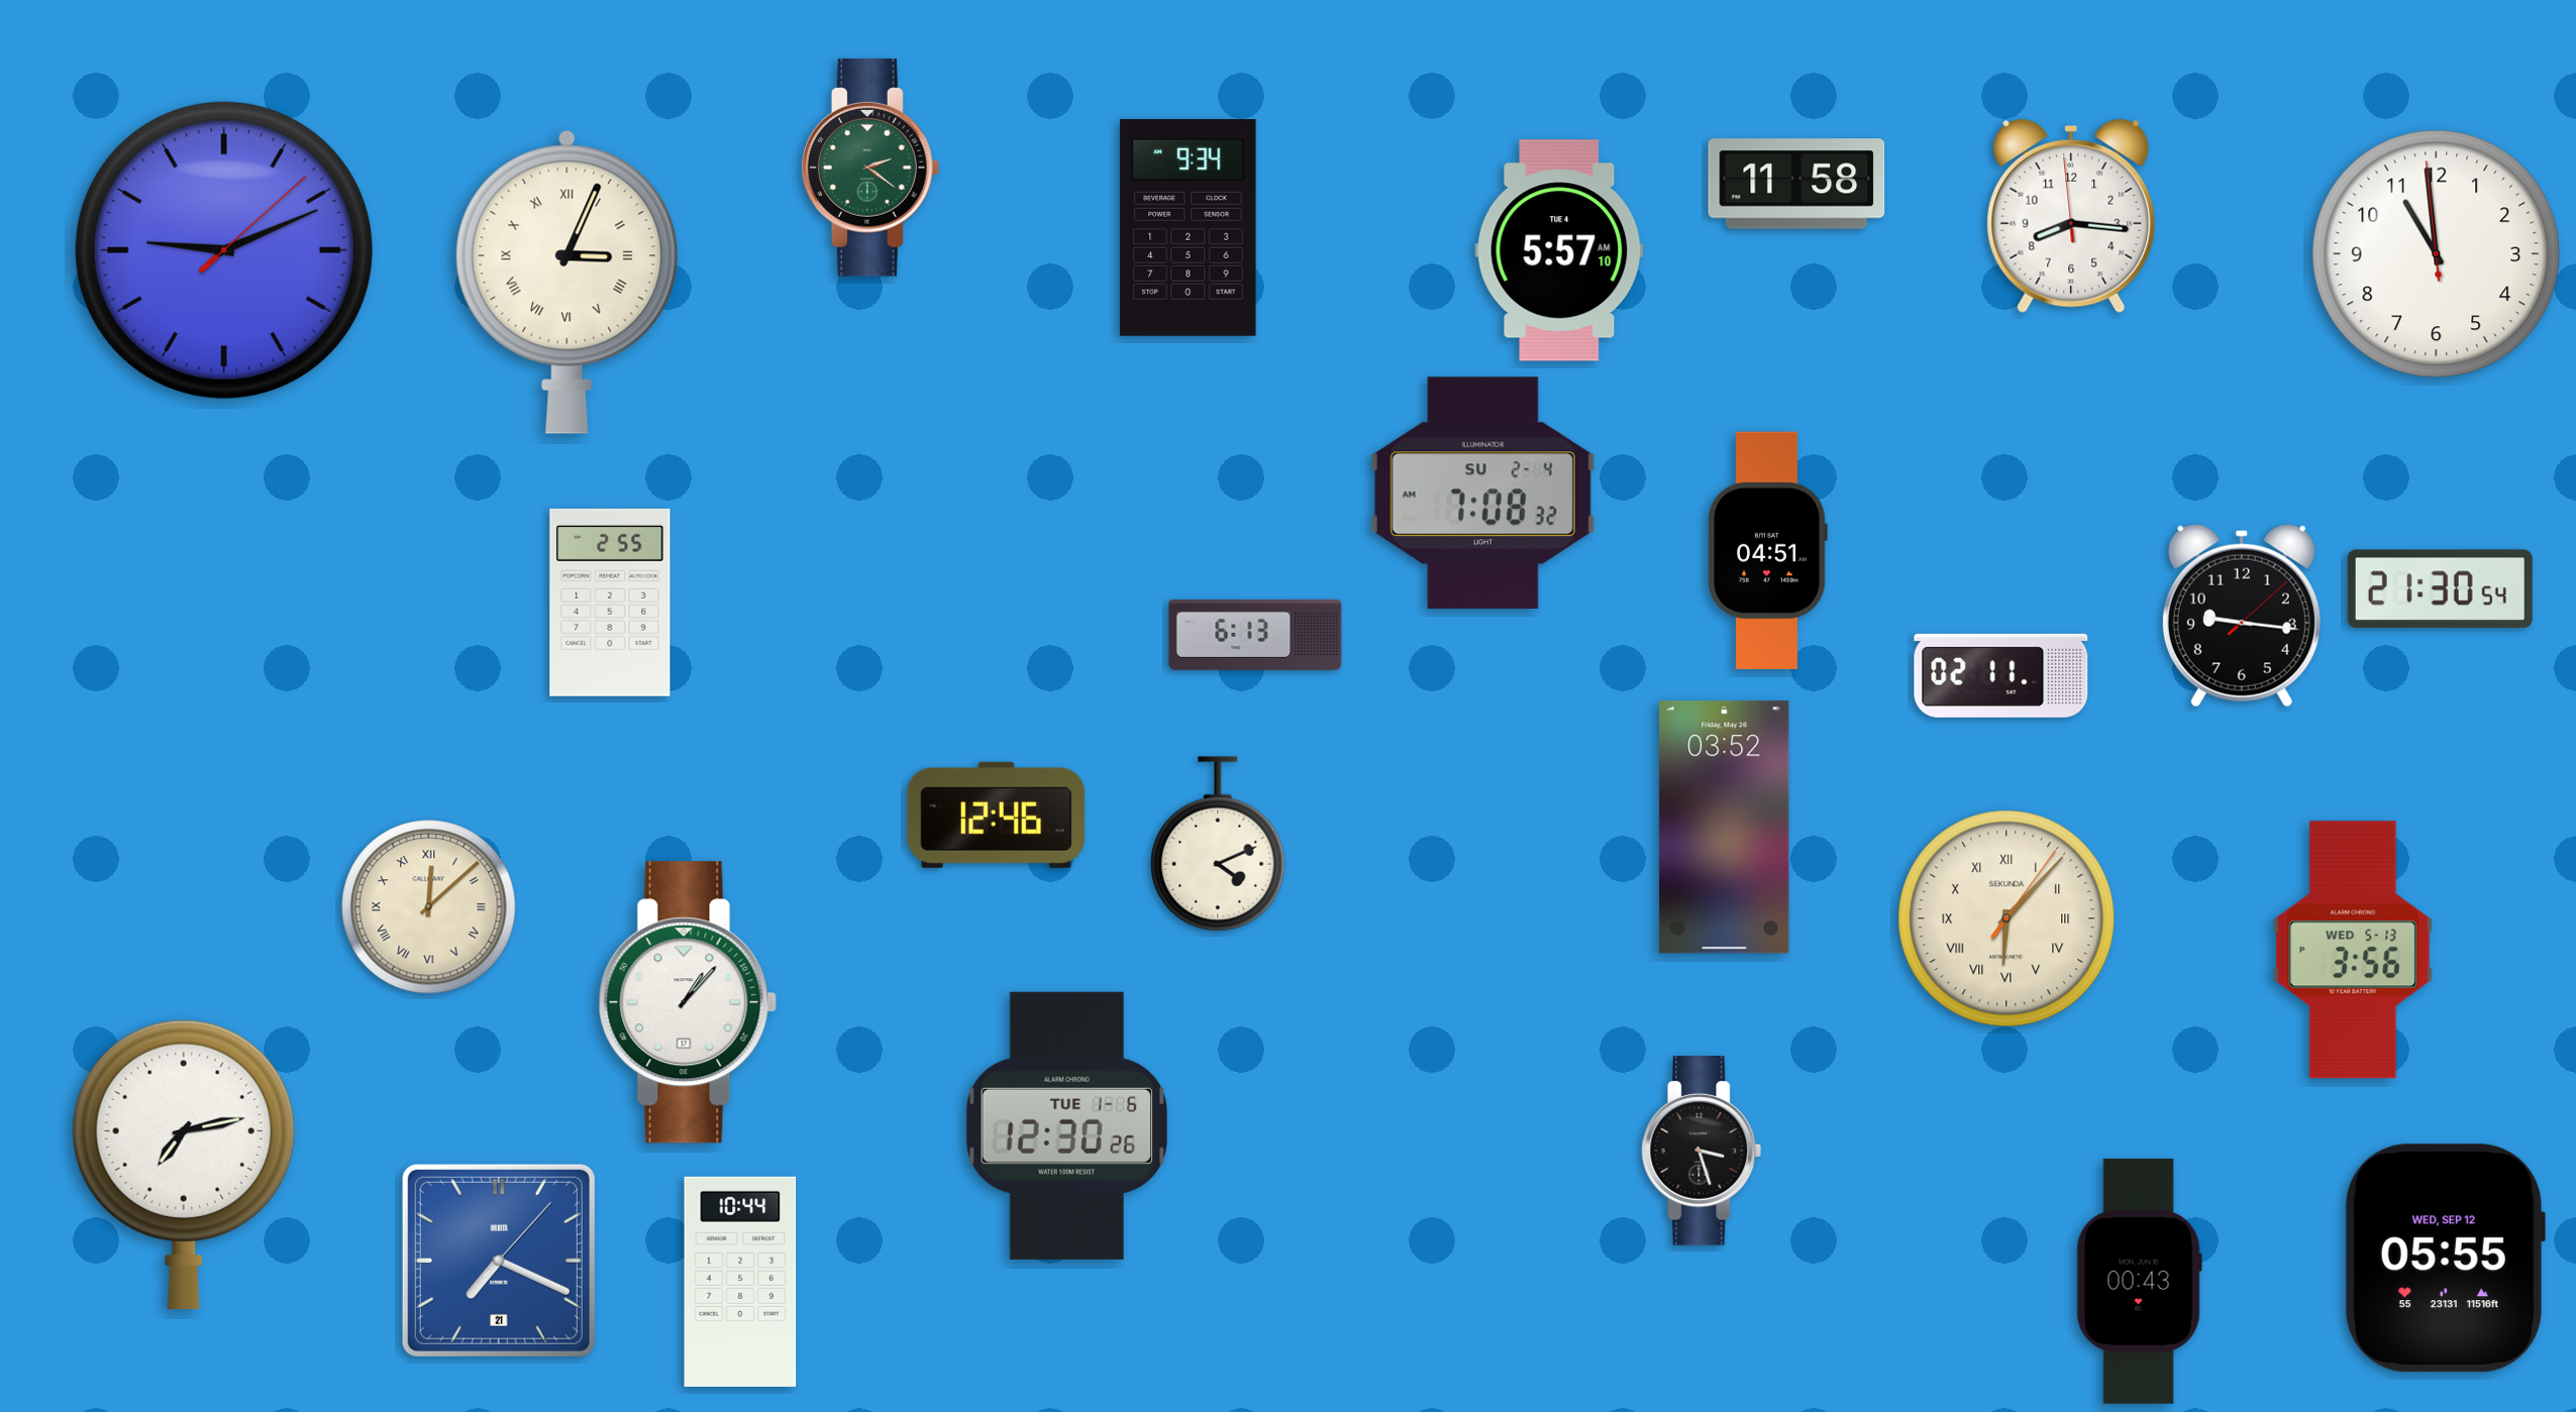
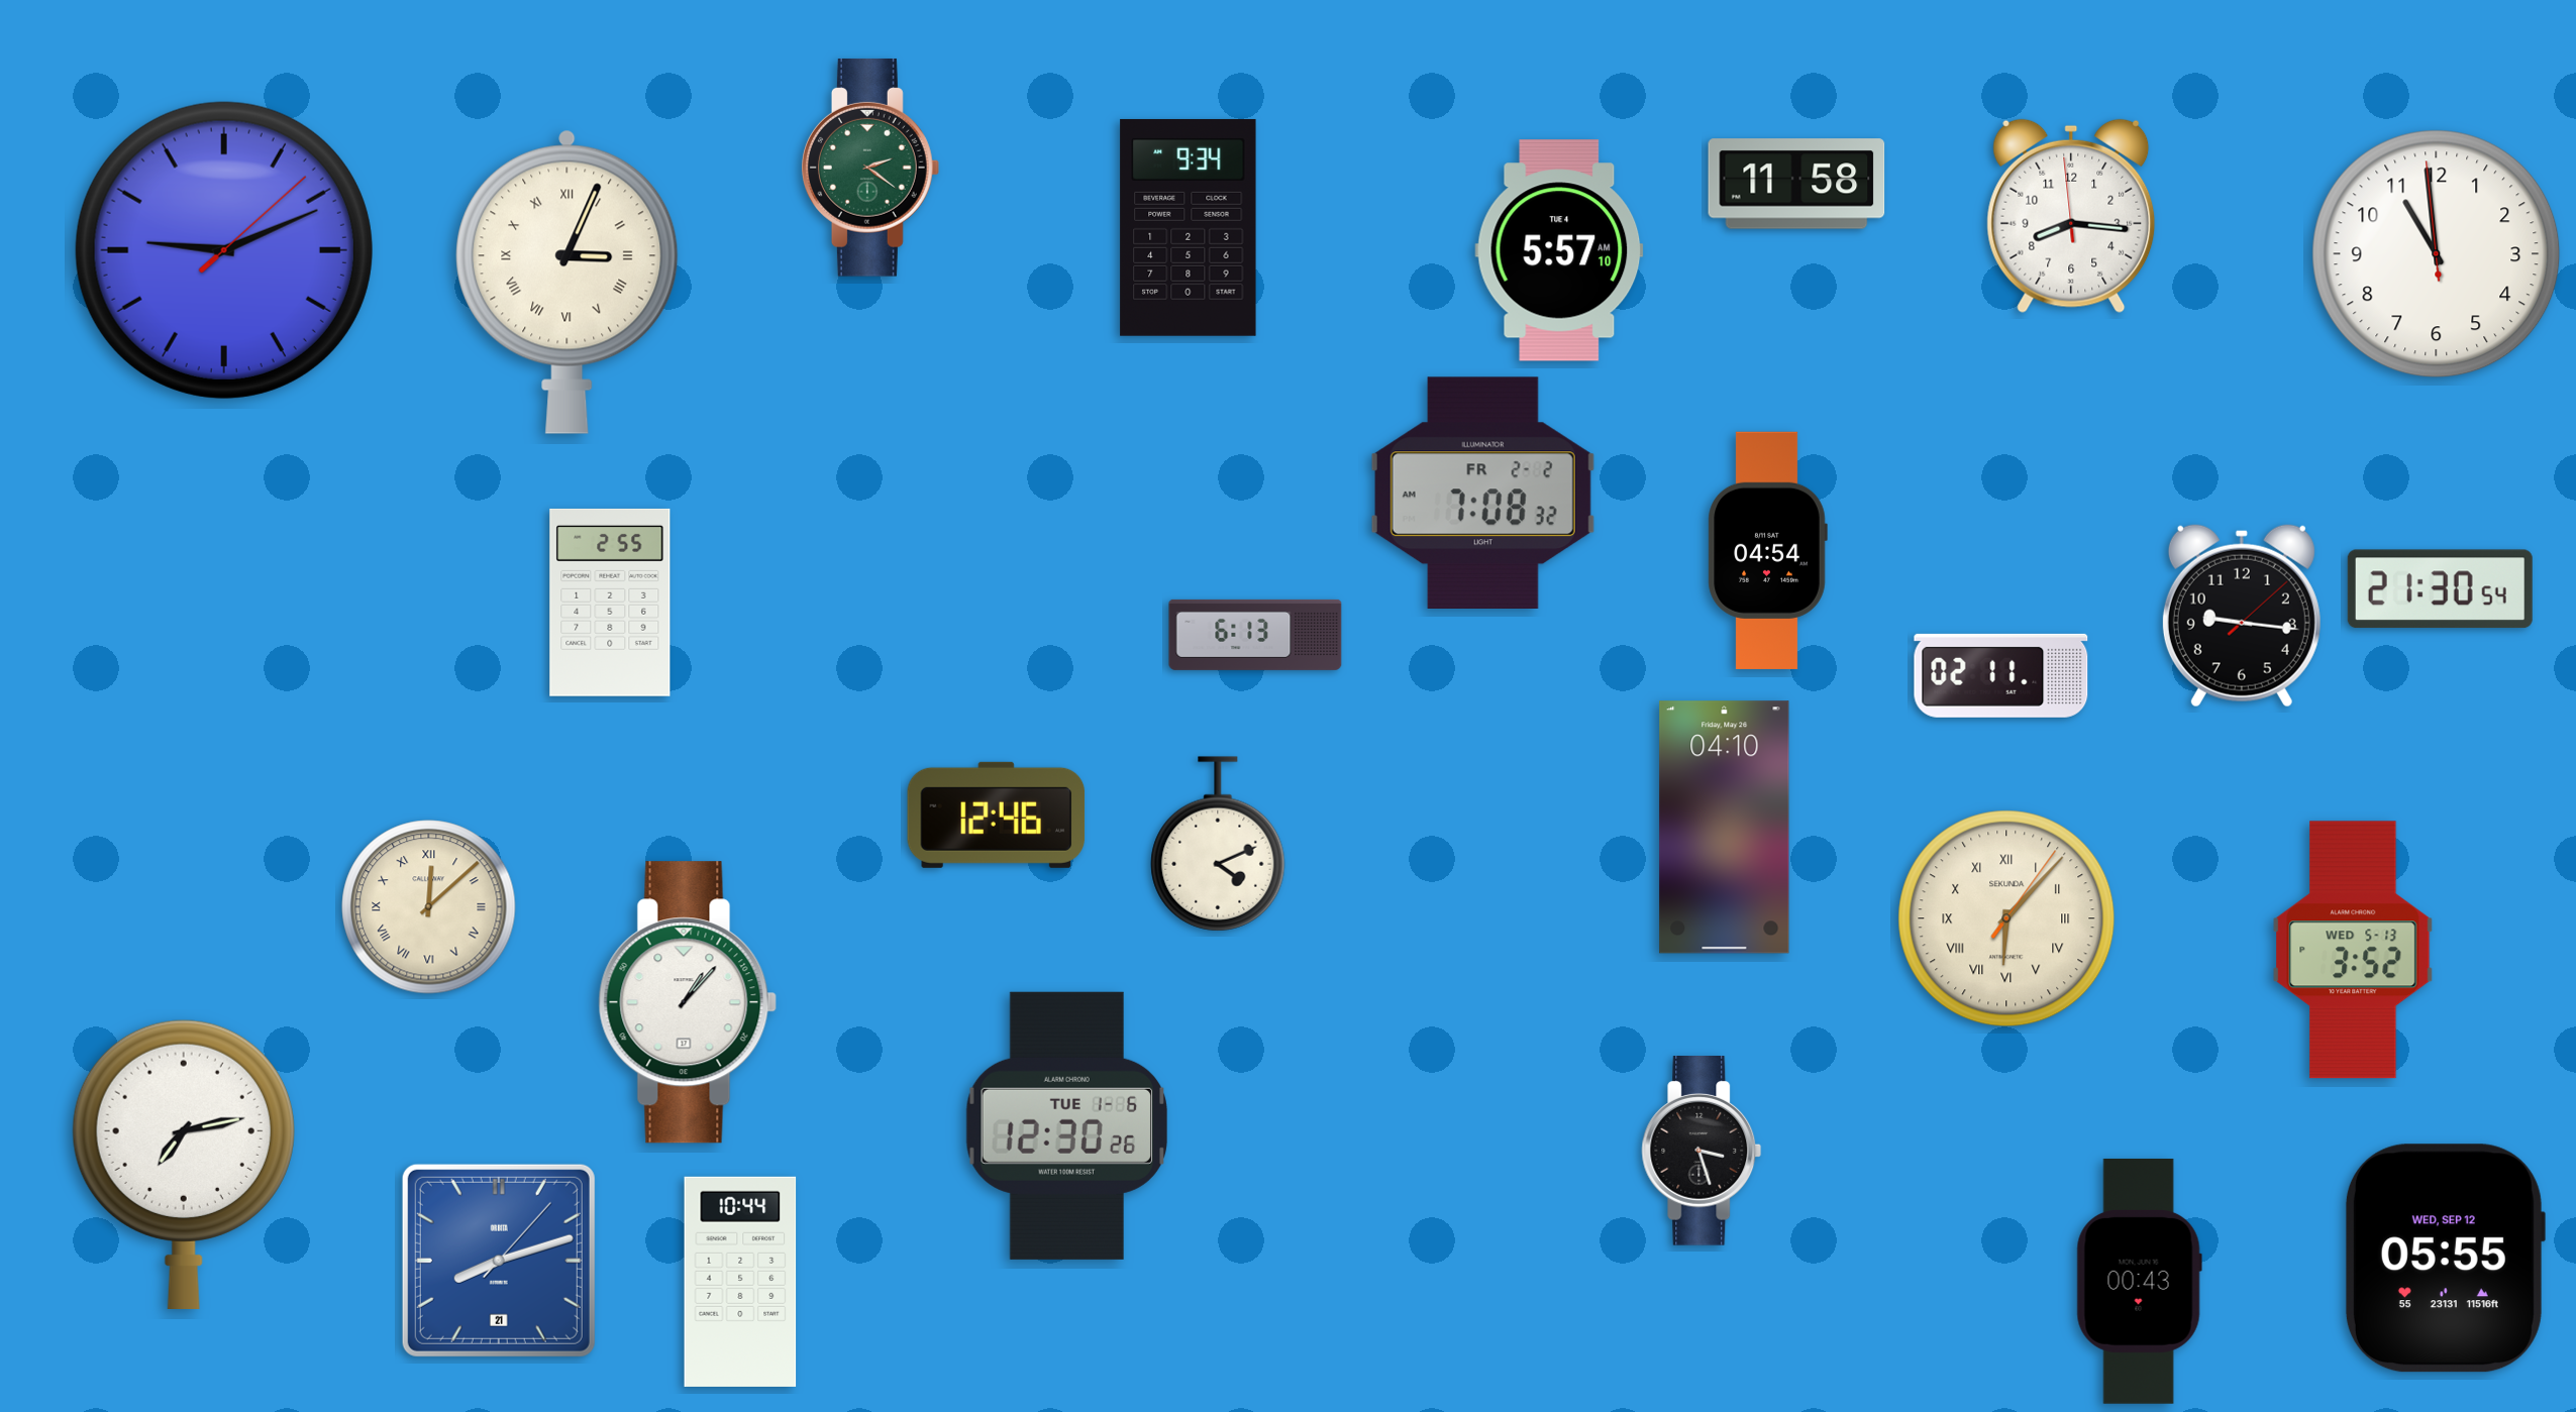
clock at (1482, 493) date: SU 2-4 -> FR 2-2
clock at (1767, 550): 04:51 -> 04:54
clock at (1725, 828): 03:52 -> 04:10
clock at (2353, 950): 3:56 -> 3:52
clock at (499, 1261): 7:19 -> 8:12
